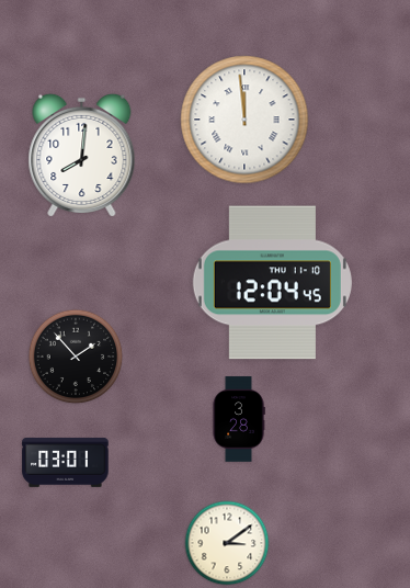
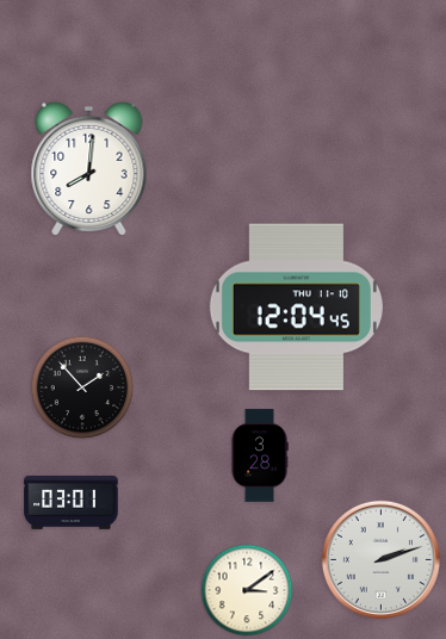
clock at (244, 120): 11:59 -> none
clock at (380, 559): none -> 2:12
